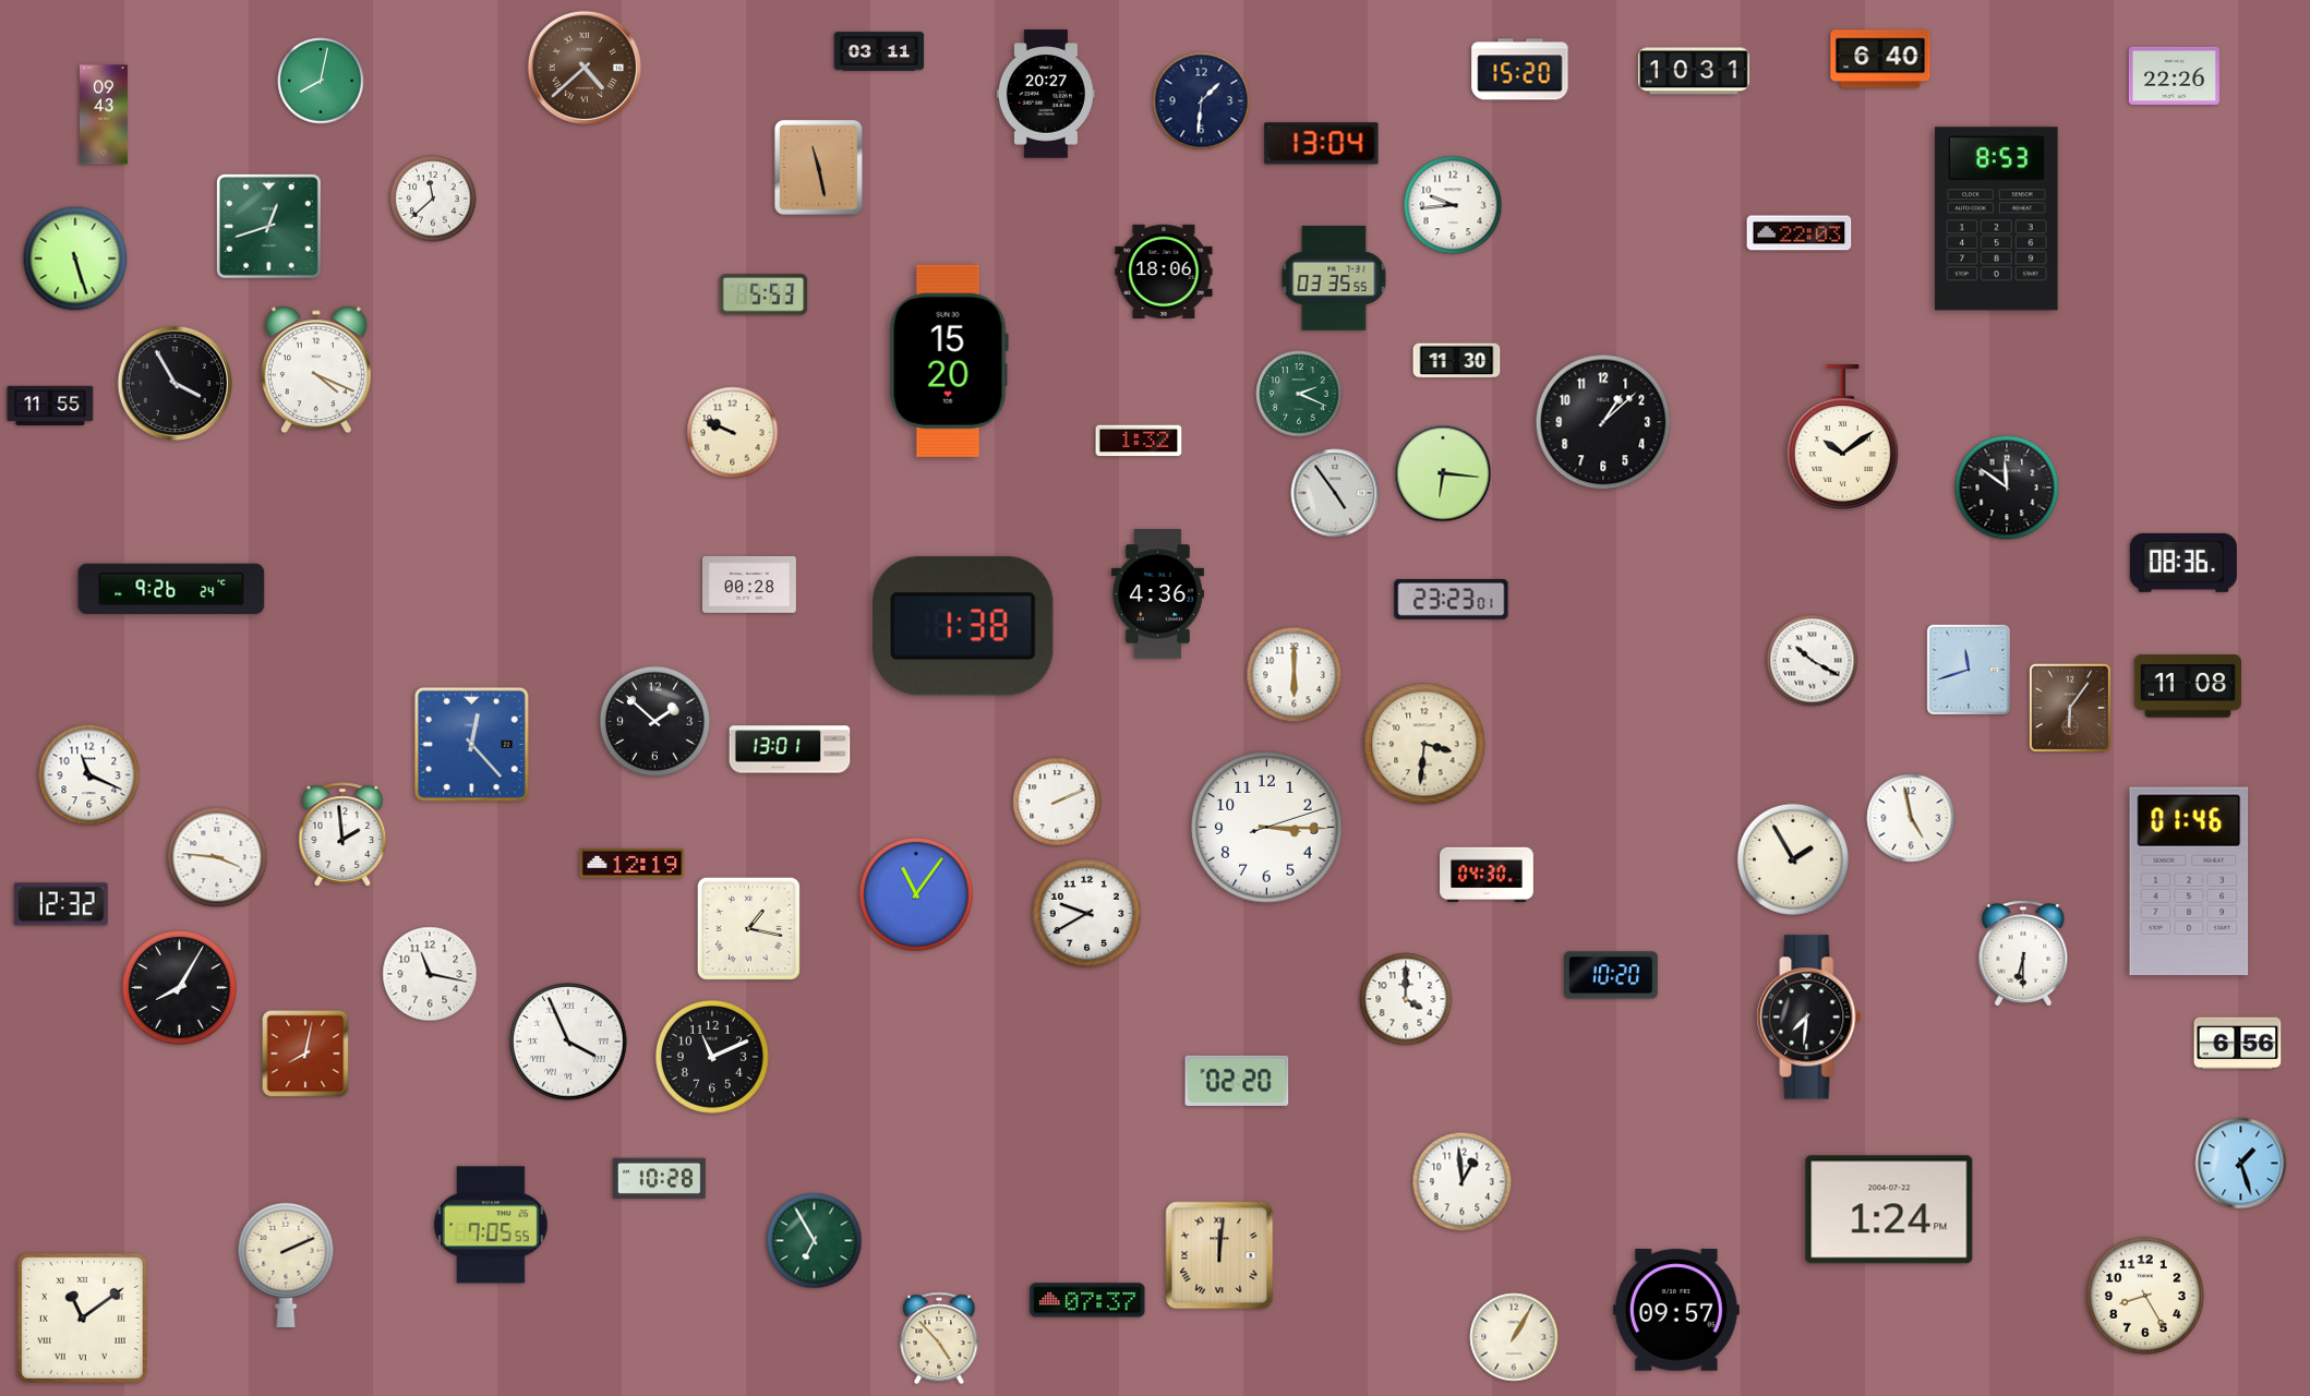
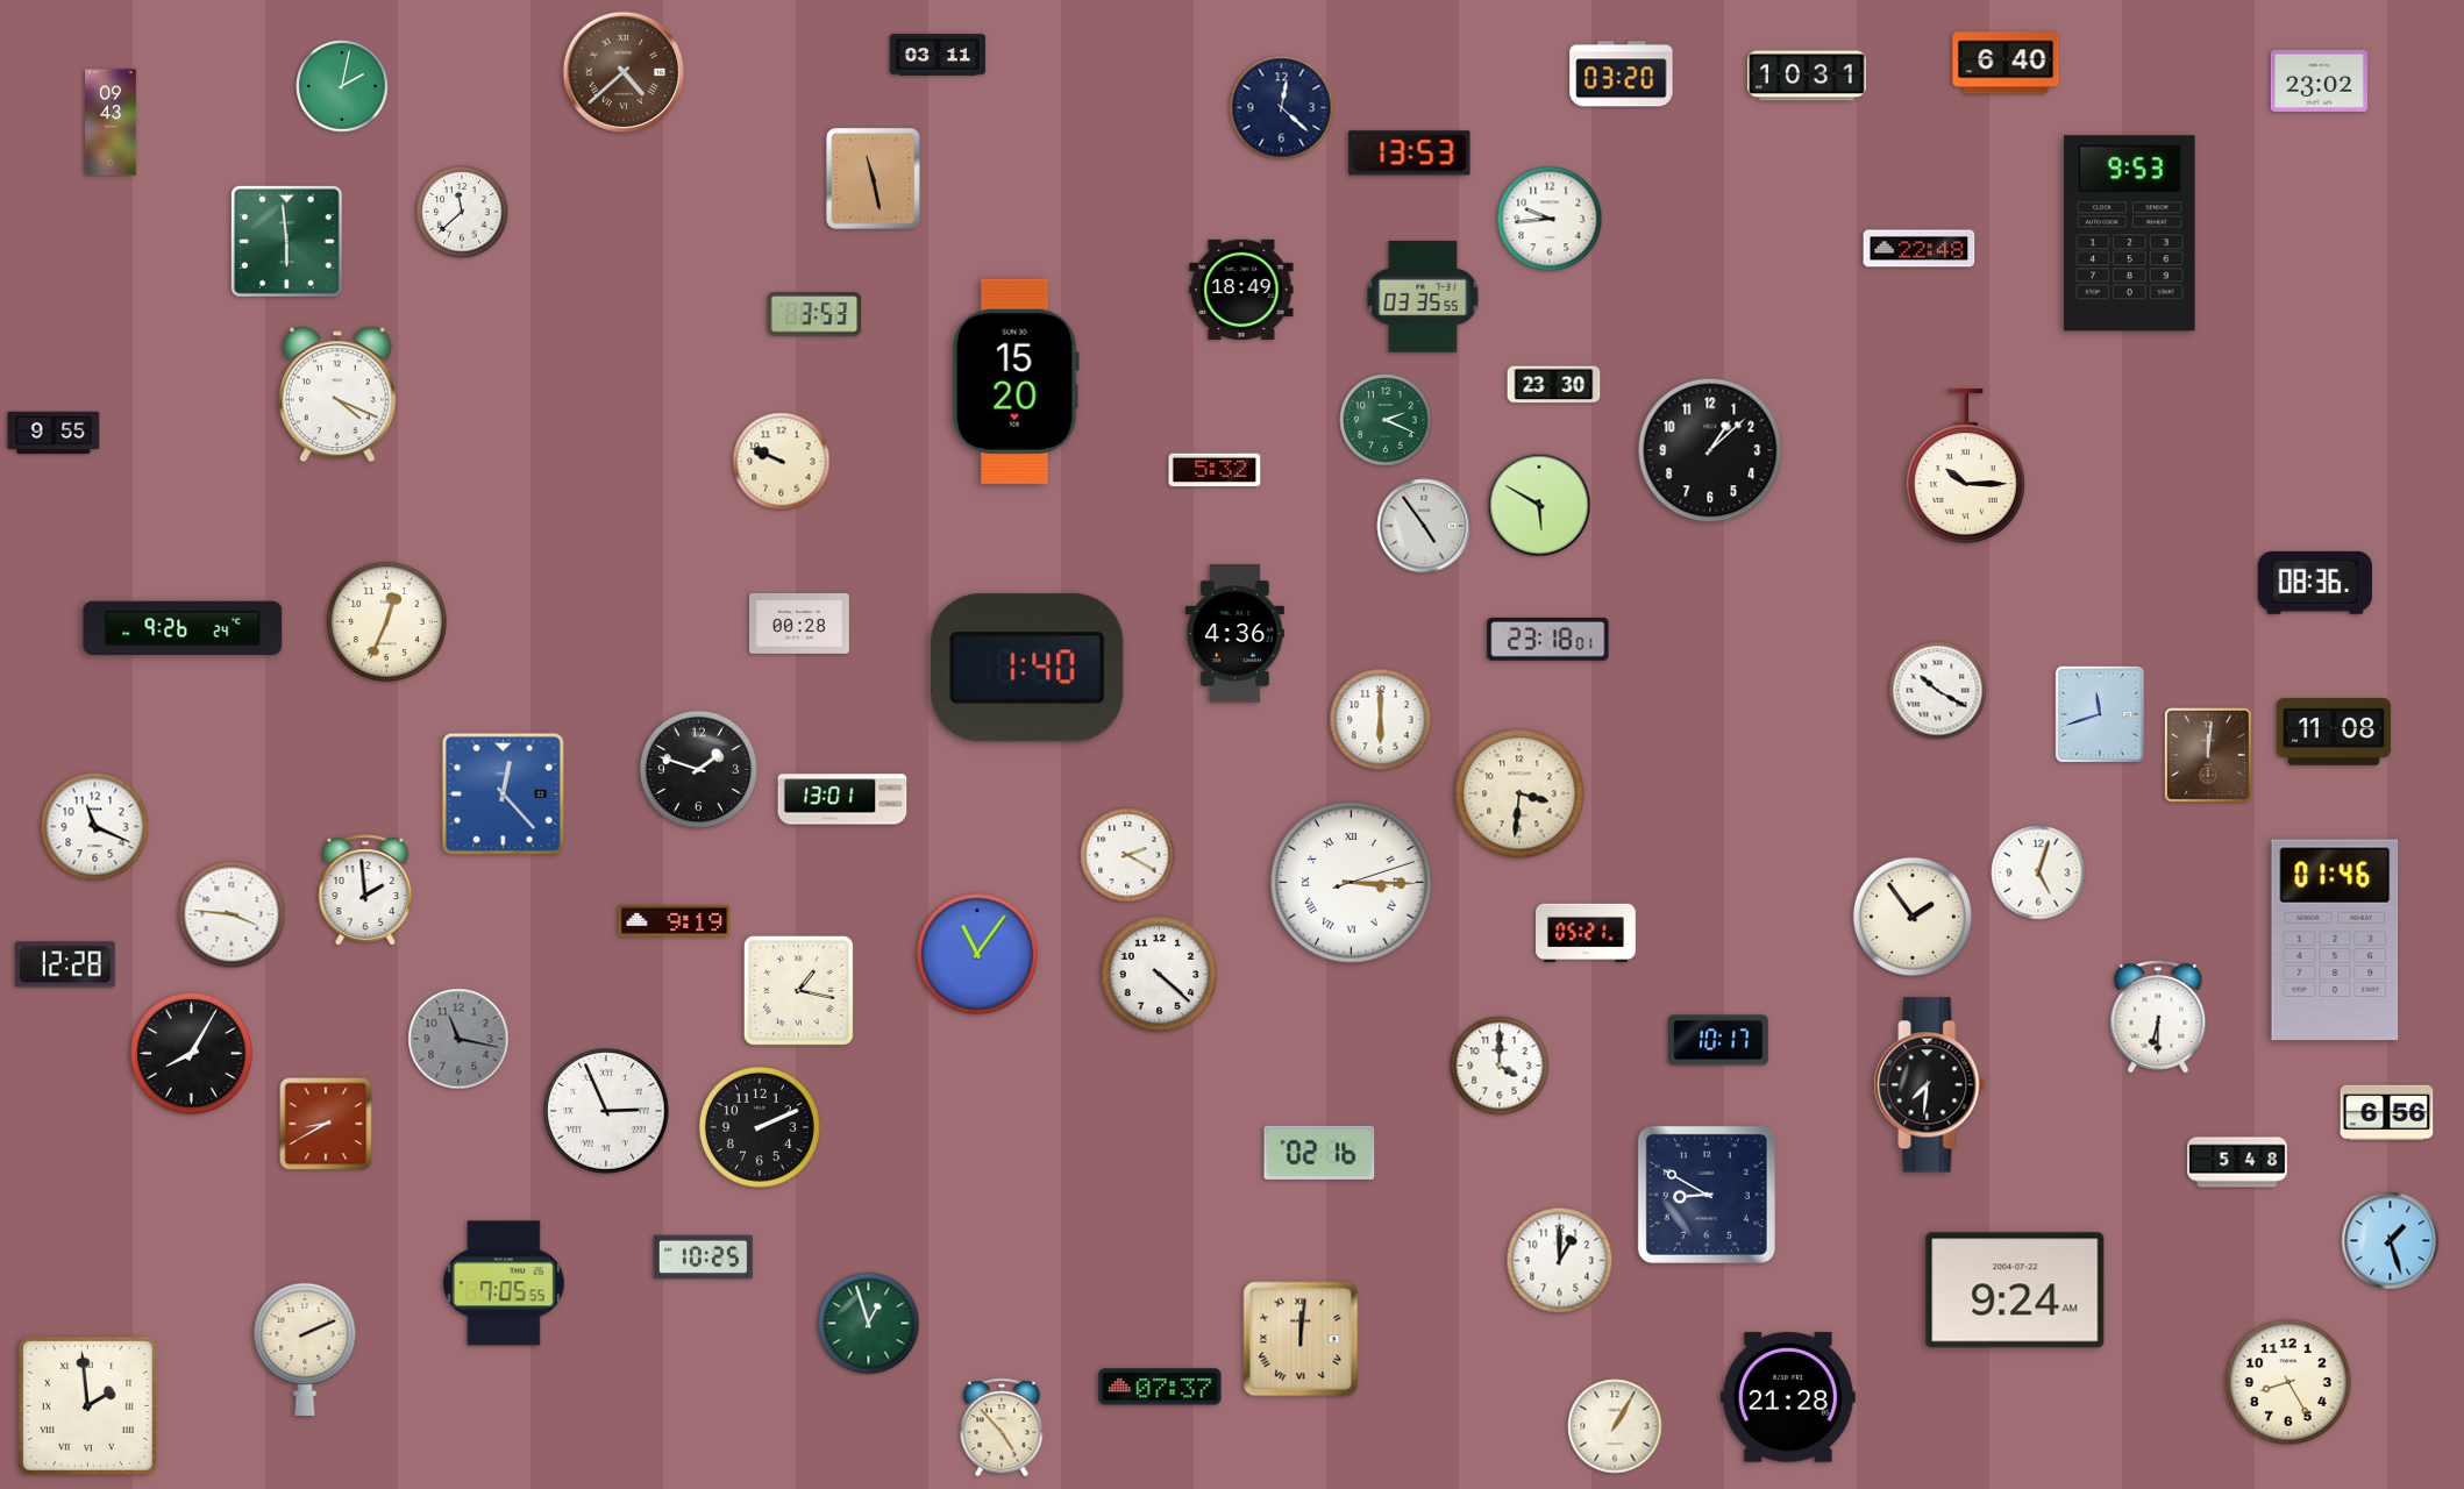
clock at (1520, 70): 15:20 -> 03:20
clock at (2174, 75): 22:26 -> 23:02
clock at (321, 81): 8:02 -> 2:02
clock at (1046, 94): 20:27 -> none
clock at (1202, 101): 1:31 -> 12:22
clock at (1322, 144): 13:04 -> 13:53
clock at (1997, 219): 8:53 -> 9:53
clock at (268, 226): 12:42 -> 5:59
clock at (1800, 233): 22:03 -> 22:48
clock at (75, 258): 5:27 -> none
clock at (1164, 272): 18:06 -> 18:49
clock at (763, 294): 5:53 -> 3:53
clock at (949, 361) position: (949, 361) -> (1016, 382)
clock at (1457, 361): 11:30 -> 23:30
clock at (175, 383): 3:55 -> none
clock at (50, 406): 11:55 -> 9:55
clock at (1842, 437): 10:09 -> 10:15
clock at (1139, 441): 1:32 -> 5:32
clock at (1443, 473): 6:16 -> 5:50
clock at (2007, 488): 11:51 -> none
clock at (2183, 563) position: (2183, 563) -> (2315, 583)
clock at (386, 621): none -> 12:34
clock at (1452, 599): 23:23 -> 23:18
clock at (963, 626): 1:38 -> 1:40
clock at (1813, 661) position: (1813, 661) -> (1938, 691)
clock at (2070, 708): 6:06 -> 12:01
clock at (654, 721): 1:52 -> 1:48
clock at (1057, 802): 2:11 -> 2:20
clock at (1911, 818): 4:58 -> 5:03
clock at (1267, 828) numerals: Arabic -> Roman
clock at (1793, 859): 1:55 -> 1:54
clock at (633, 863): 12:19 -> 9:19
clock at (1487, 875): 04:30 -> 05:21
clock at (61, 904): 12:32 -> 12:28
clock at (1086, 913): 9:40 -> 4:22
clock at (430, 974) dial: white -> grey
clock at (1612, 975): 10:20 -> 10:17
clock at (568, 1042): 3:56 -> 2:56
clock at (305, 1054): 8:02 -> 8:40
clock at (712, 1057): 11:11 -> 2:11
clock at (1237, 1081): 02:20 -> 02:16
clock at (2237, 1162): none -> 5:48
clock at (1707, 1195): none -> 8:50
clock at (659, 1179): 10:28 -> 10:25
clock at (1463, 1182): 12:59 -> 1:00
clock at (1889, 1210): 1:24 -> 9:24
clock at (491, 1225) position: (491, 1225) -> (504, 1283)
clock at (815, 1241): 6:55 -> 12:57
clock at (1676, 1310): 09:57 -> 21:28
clock at (82, 1317): 11:09 -> 1:59
